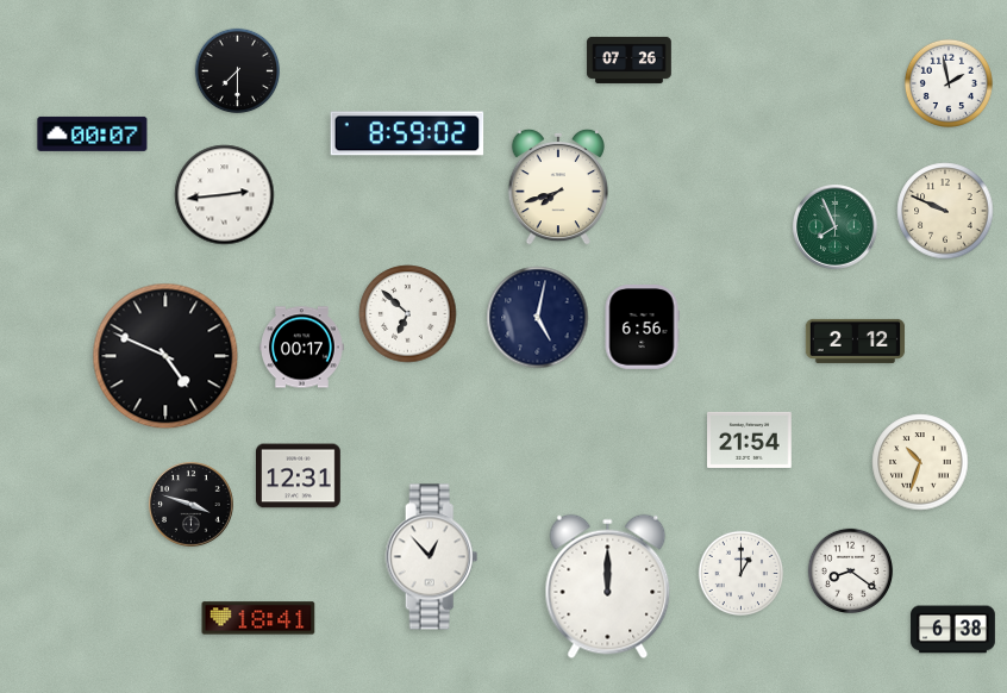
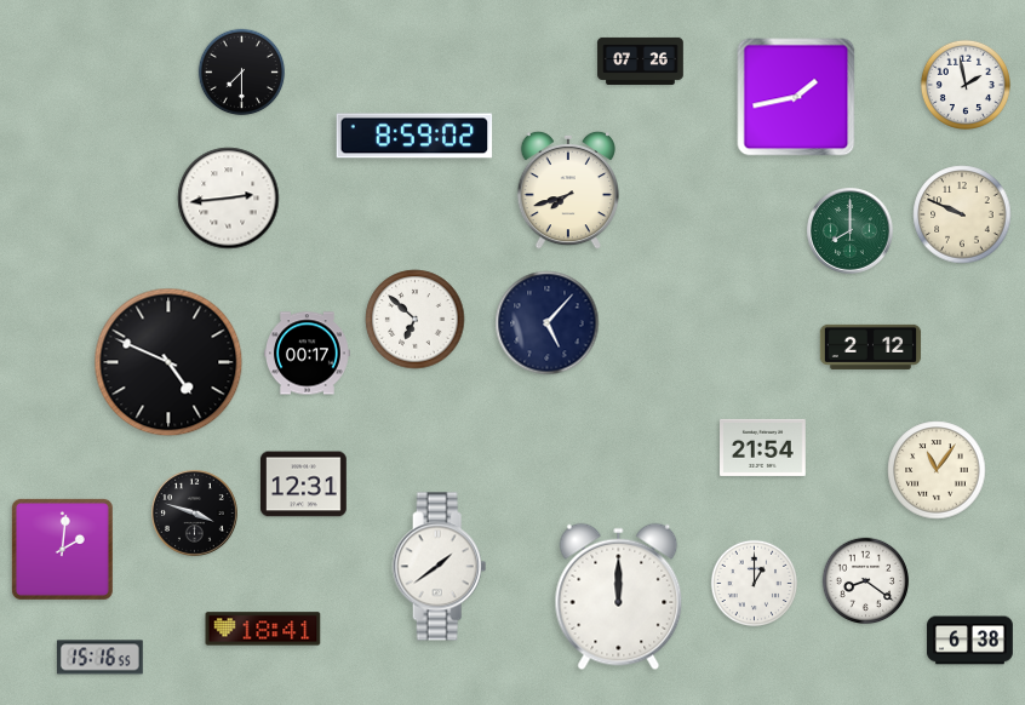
clock at (796, 97): none -> 1:43
clock at (93, 133): 00:07 -> none
clock at (836, 227): 7:56 -> 8:00
clock at (538, 318): 5:02 -> 5:07
clock at (642, 327): 6:56 -> none
clock at (920, 462): 10:33 -> 11:06
clock at (62, 549): none -> 2:01
clock at (432, 557): 12:53 -> 1:39
clock at (101, 658): none -> 15:16
